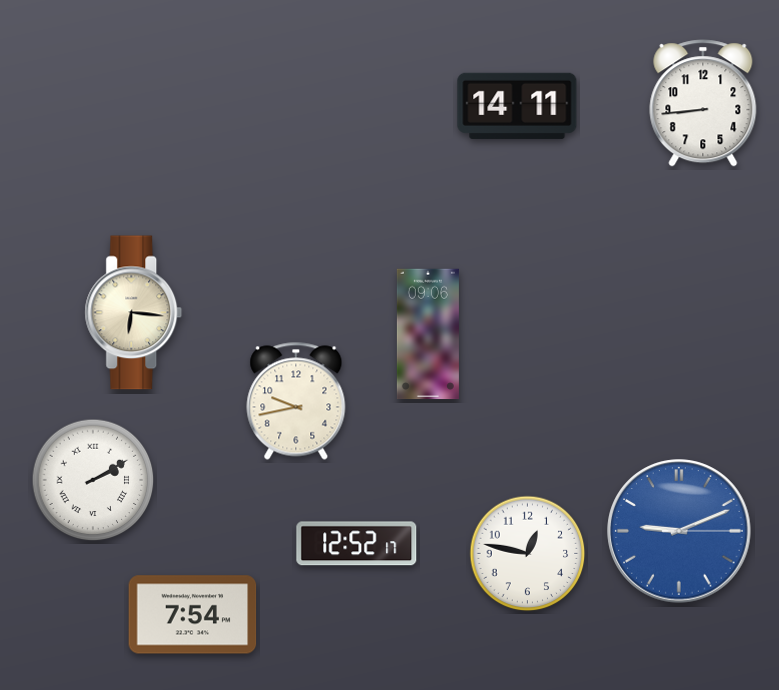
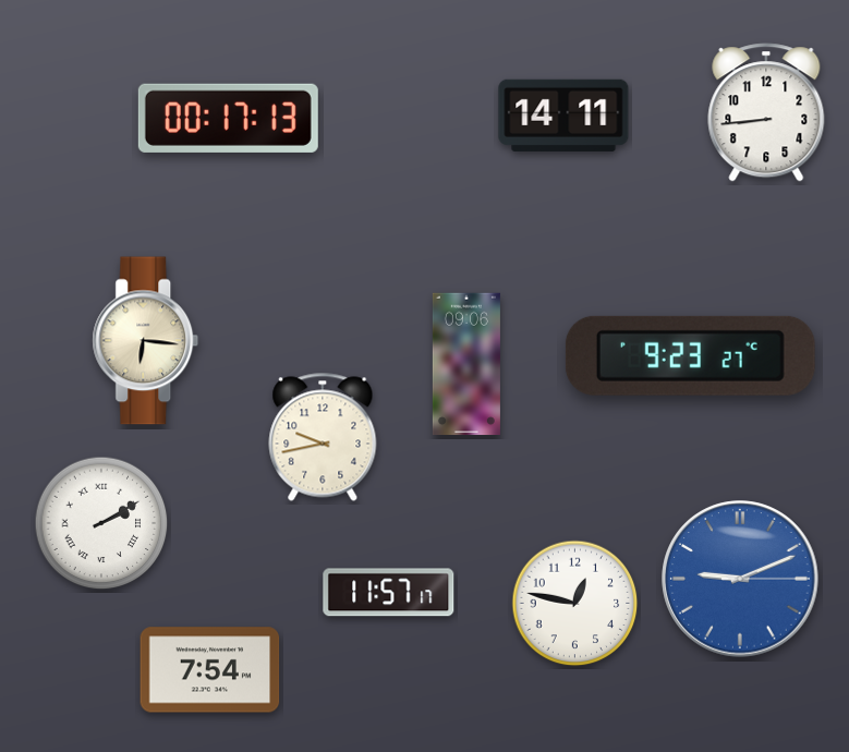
clock at (228, 118): none -> 00:17
clock at (690, 355): none -> 9:23
clock at (357, 544): 12:52 -> 11:57
